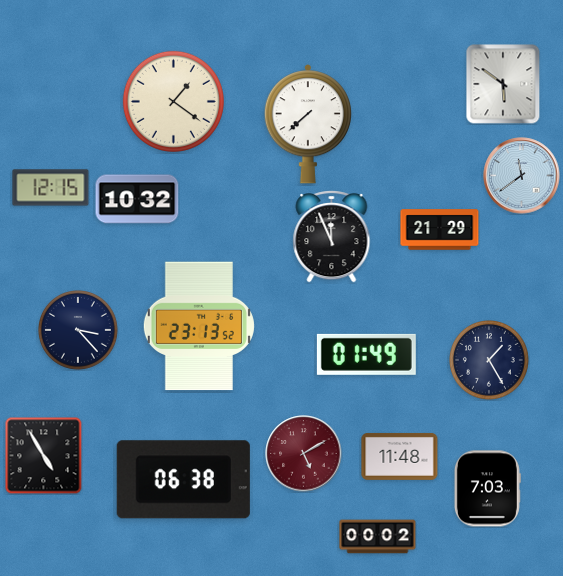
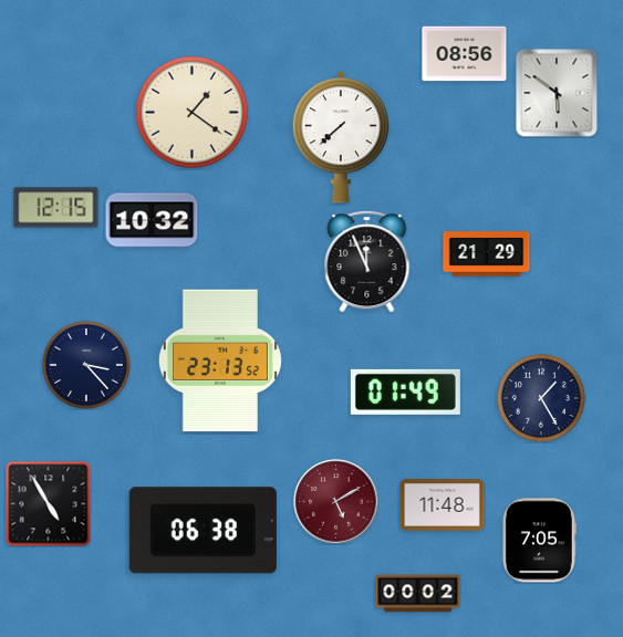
clock at (465, 54): none -> 08:56
clock at (522, 176): 11:39 -> none
clock at (487, 489): 7:03 -> 7:05
